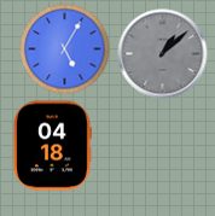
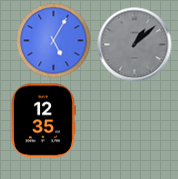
clock at (52, 146): 04:18 -> 12:35
